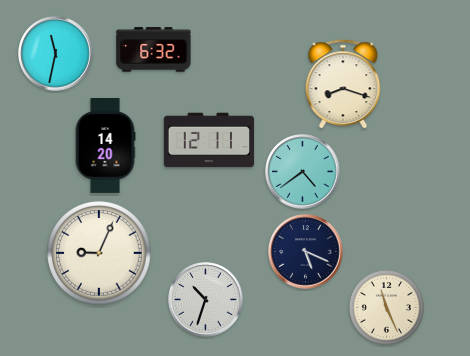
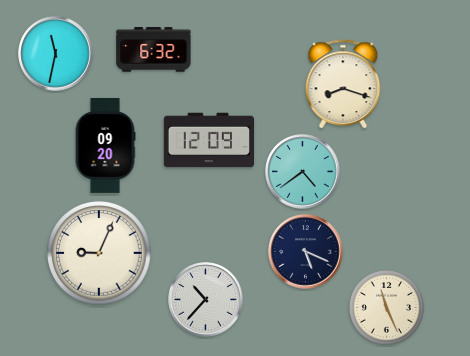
clock at (209, 140): 12:11 -> 12:09
clock at (105, 146): 14:20 -> 09:20
clock at (206, 300): 10:33 -> 10:37
